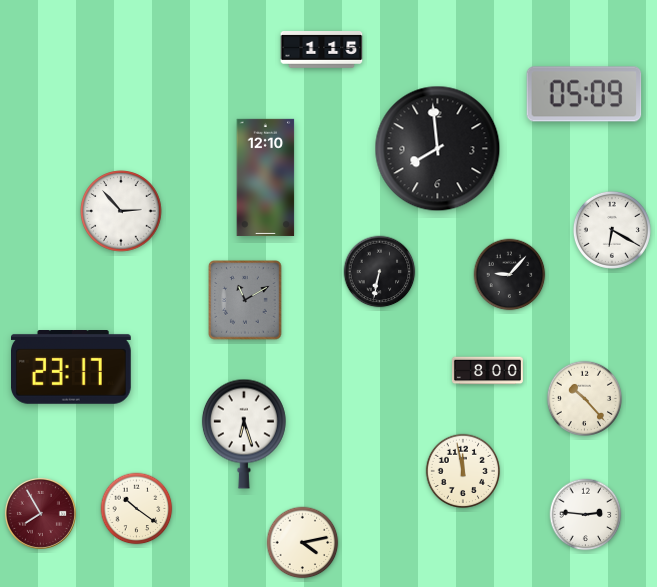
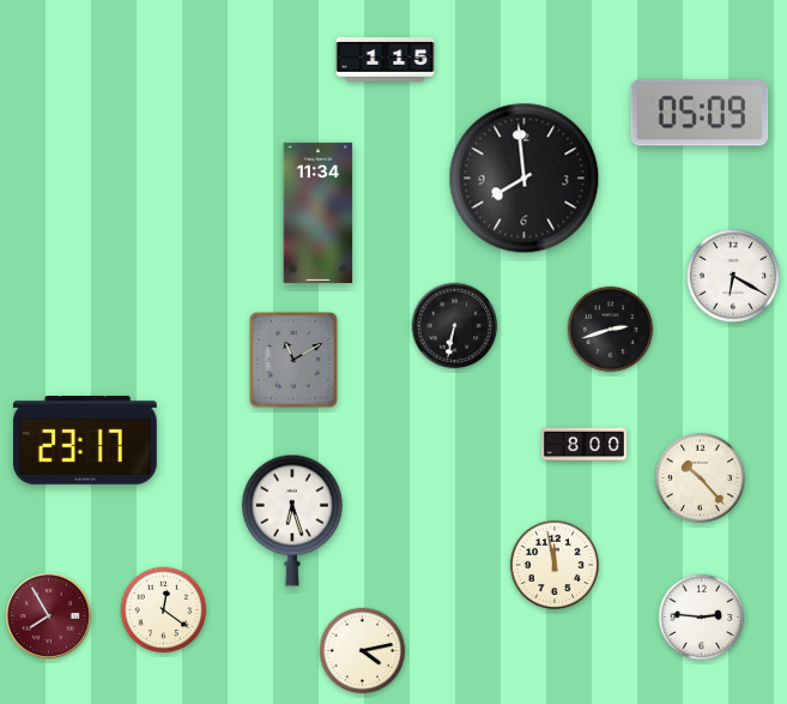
clock at (266, 177): 12:10 -> 11:34
clock at (121, 211): 2:53 -> none
clock at (510, 275): 9:07 -> 2:42
clock at (137, 509): 10:21 -> 12:21
